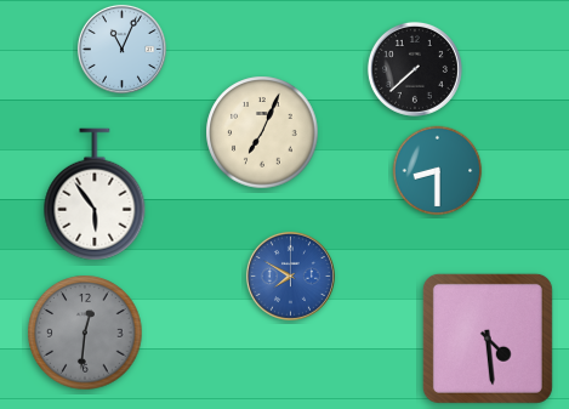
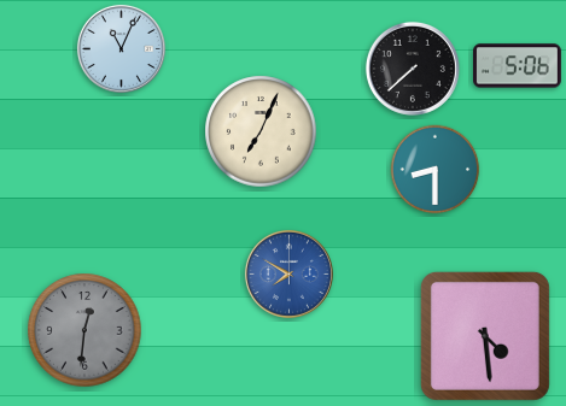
clock at (518, 66): none -> 5:06
clock at (95, 194): 5:54 -> none
